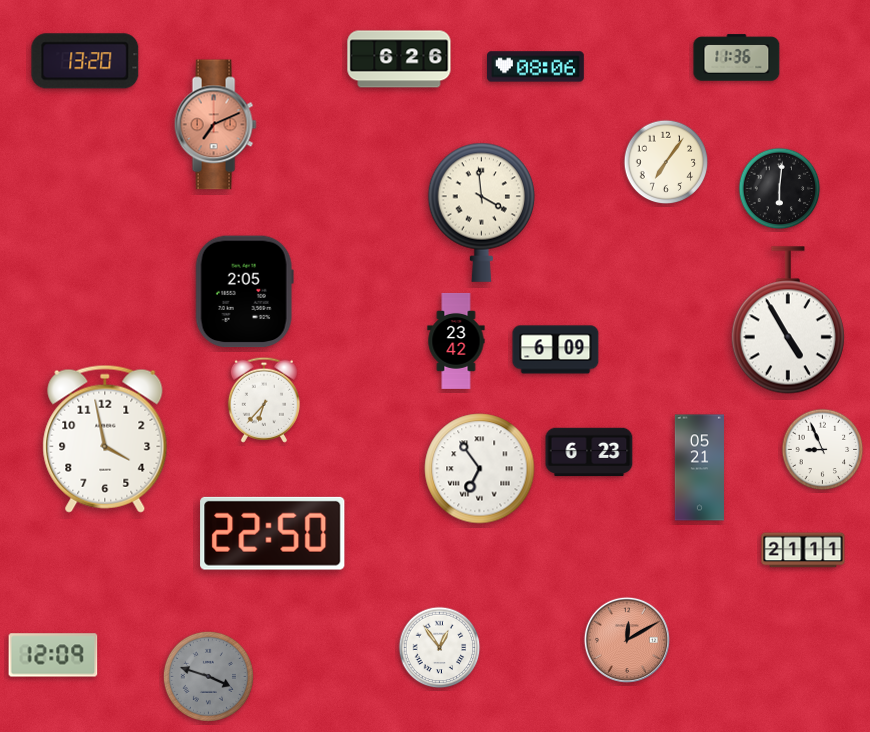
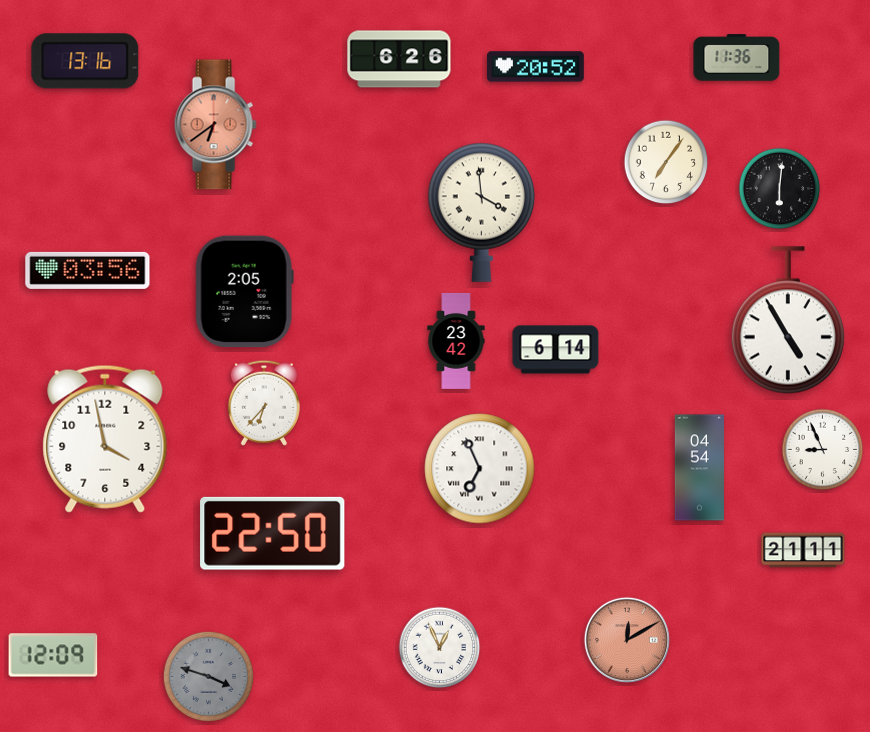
clock at (85, 61): 13:20 -> 13:16
clock at (536, 67): 08:06 -> 20:52
clock at (215, 125): 7:11 -> 6:39
clock at (88, 270): none -> 03:56
clock at (556, 350): 6:09 -> 6:14
clock at (264, 400) position: (264, 400) -> (264, 403)
clock at (589, 452): 6:23 -> none
clock at (699, 468): 05:21 -> 04:54
clock at (480, 469): 6:54 -> 6:56
clock at (440, 648): 12:54 -> 12:56
